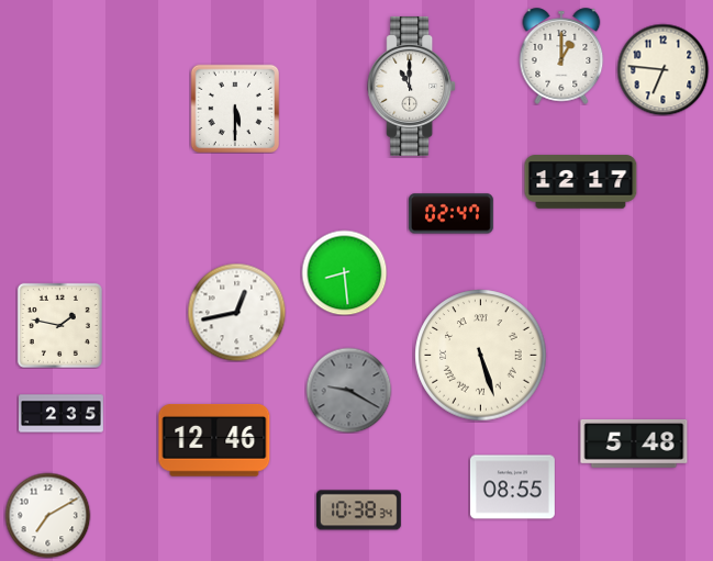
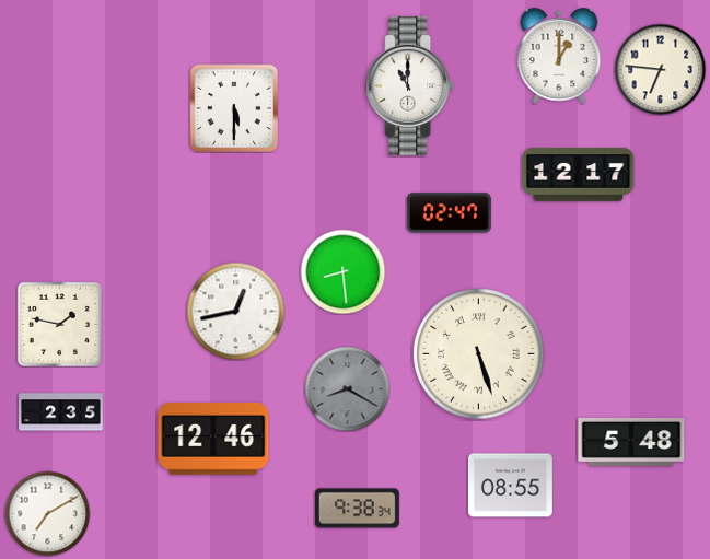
clock at (581, 182) position: (581, 182) -> (579, 175)
clock at (348, 390): 9:20 -> 8:20
clock at (358, 510): 10:38 -> 9:38
